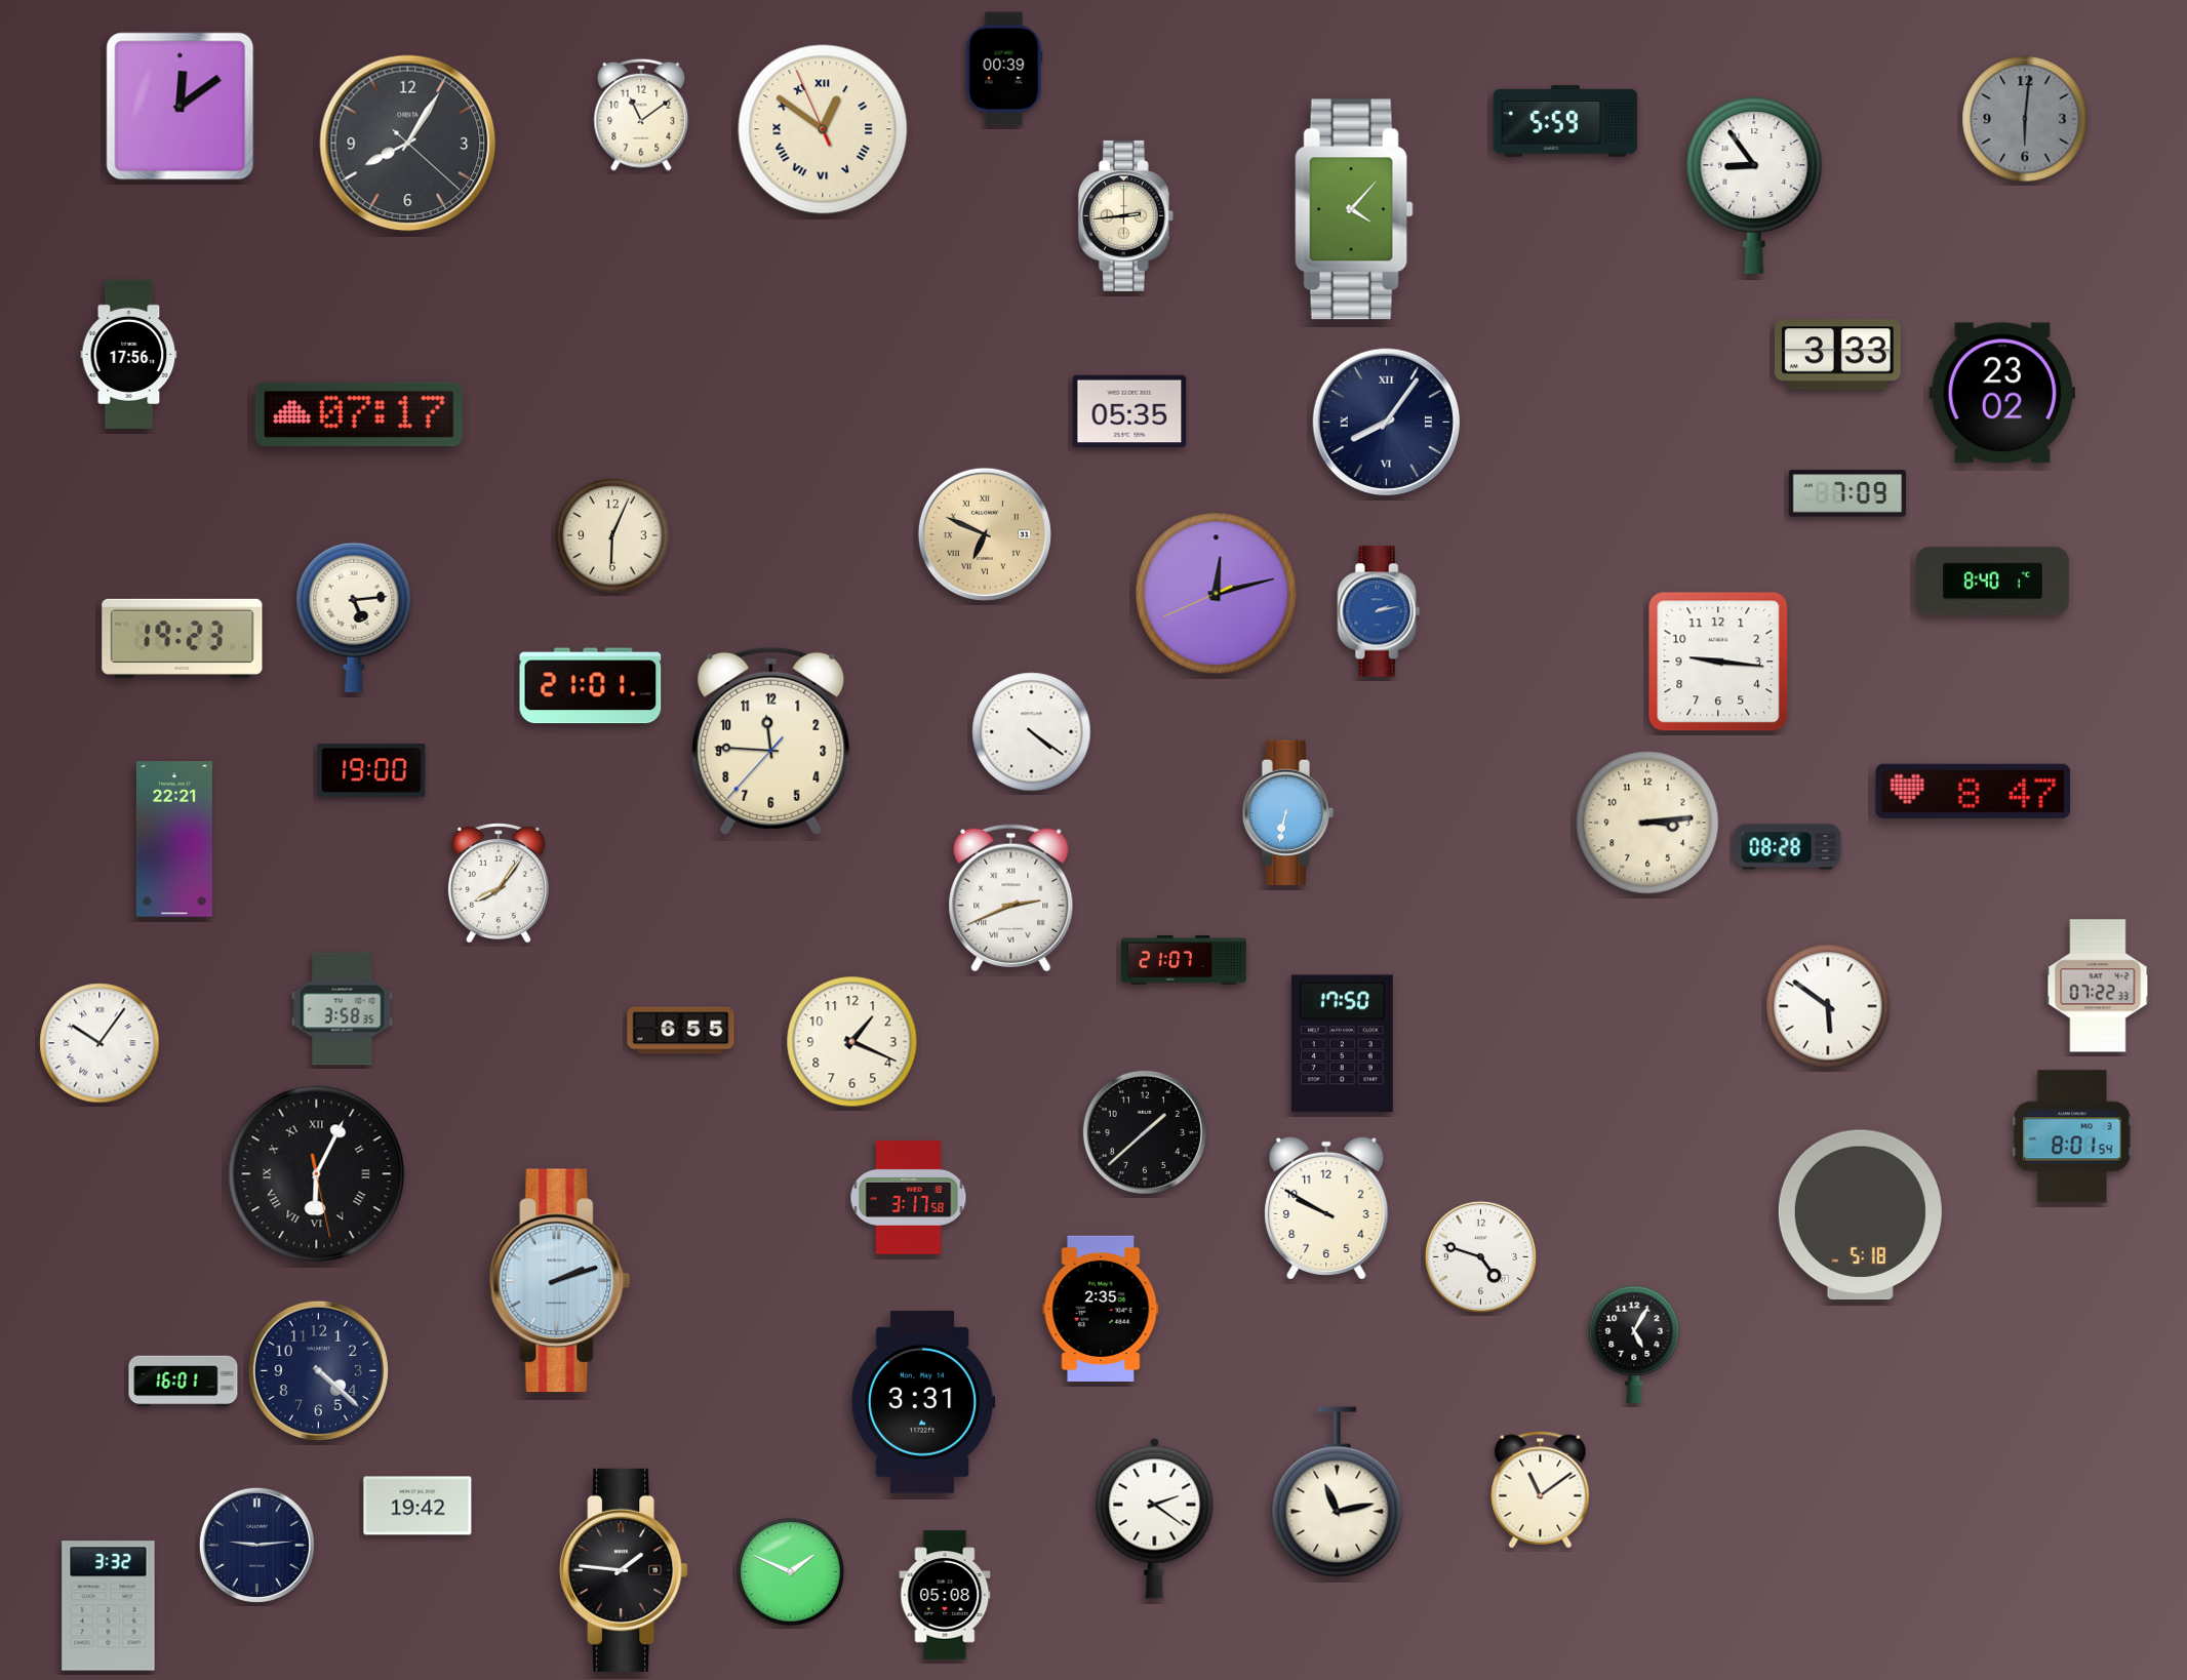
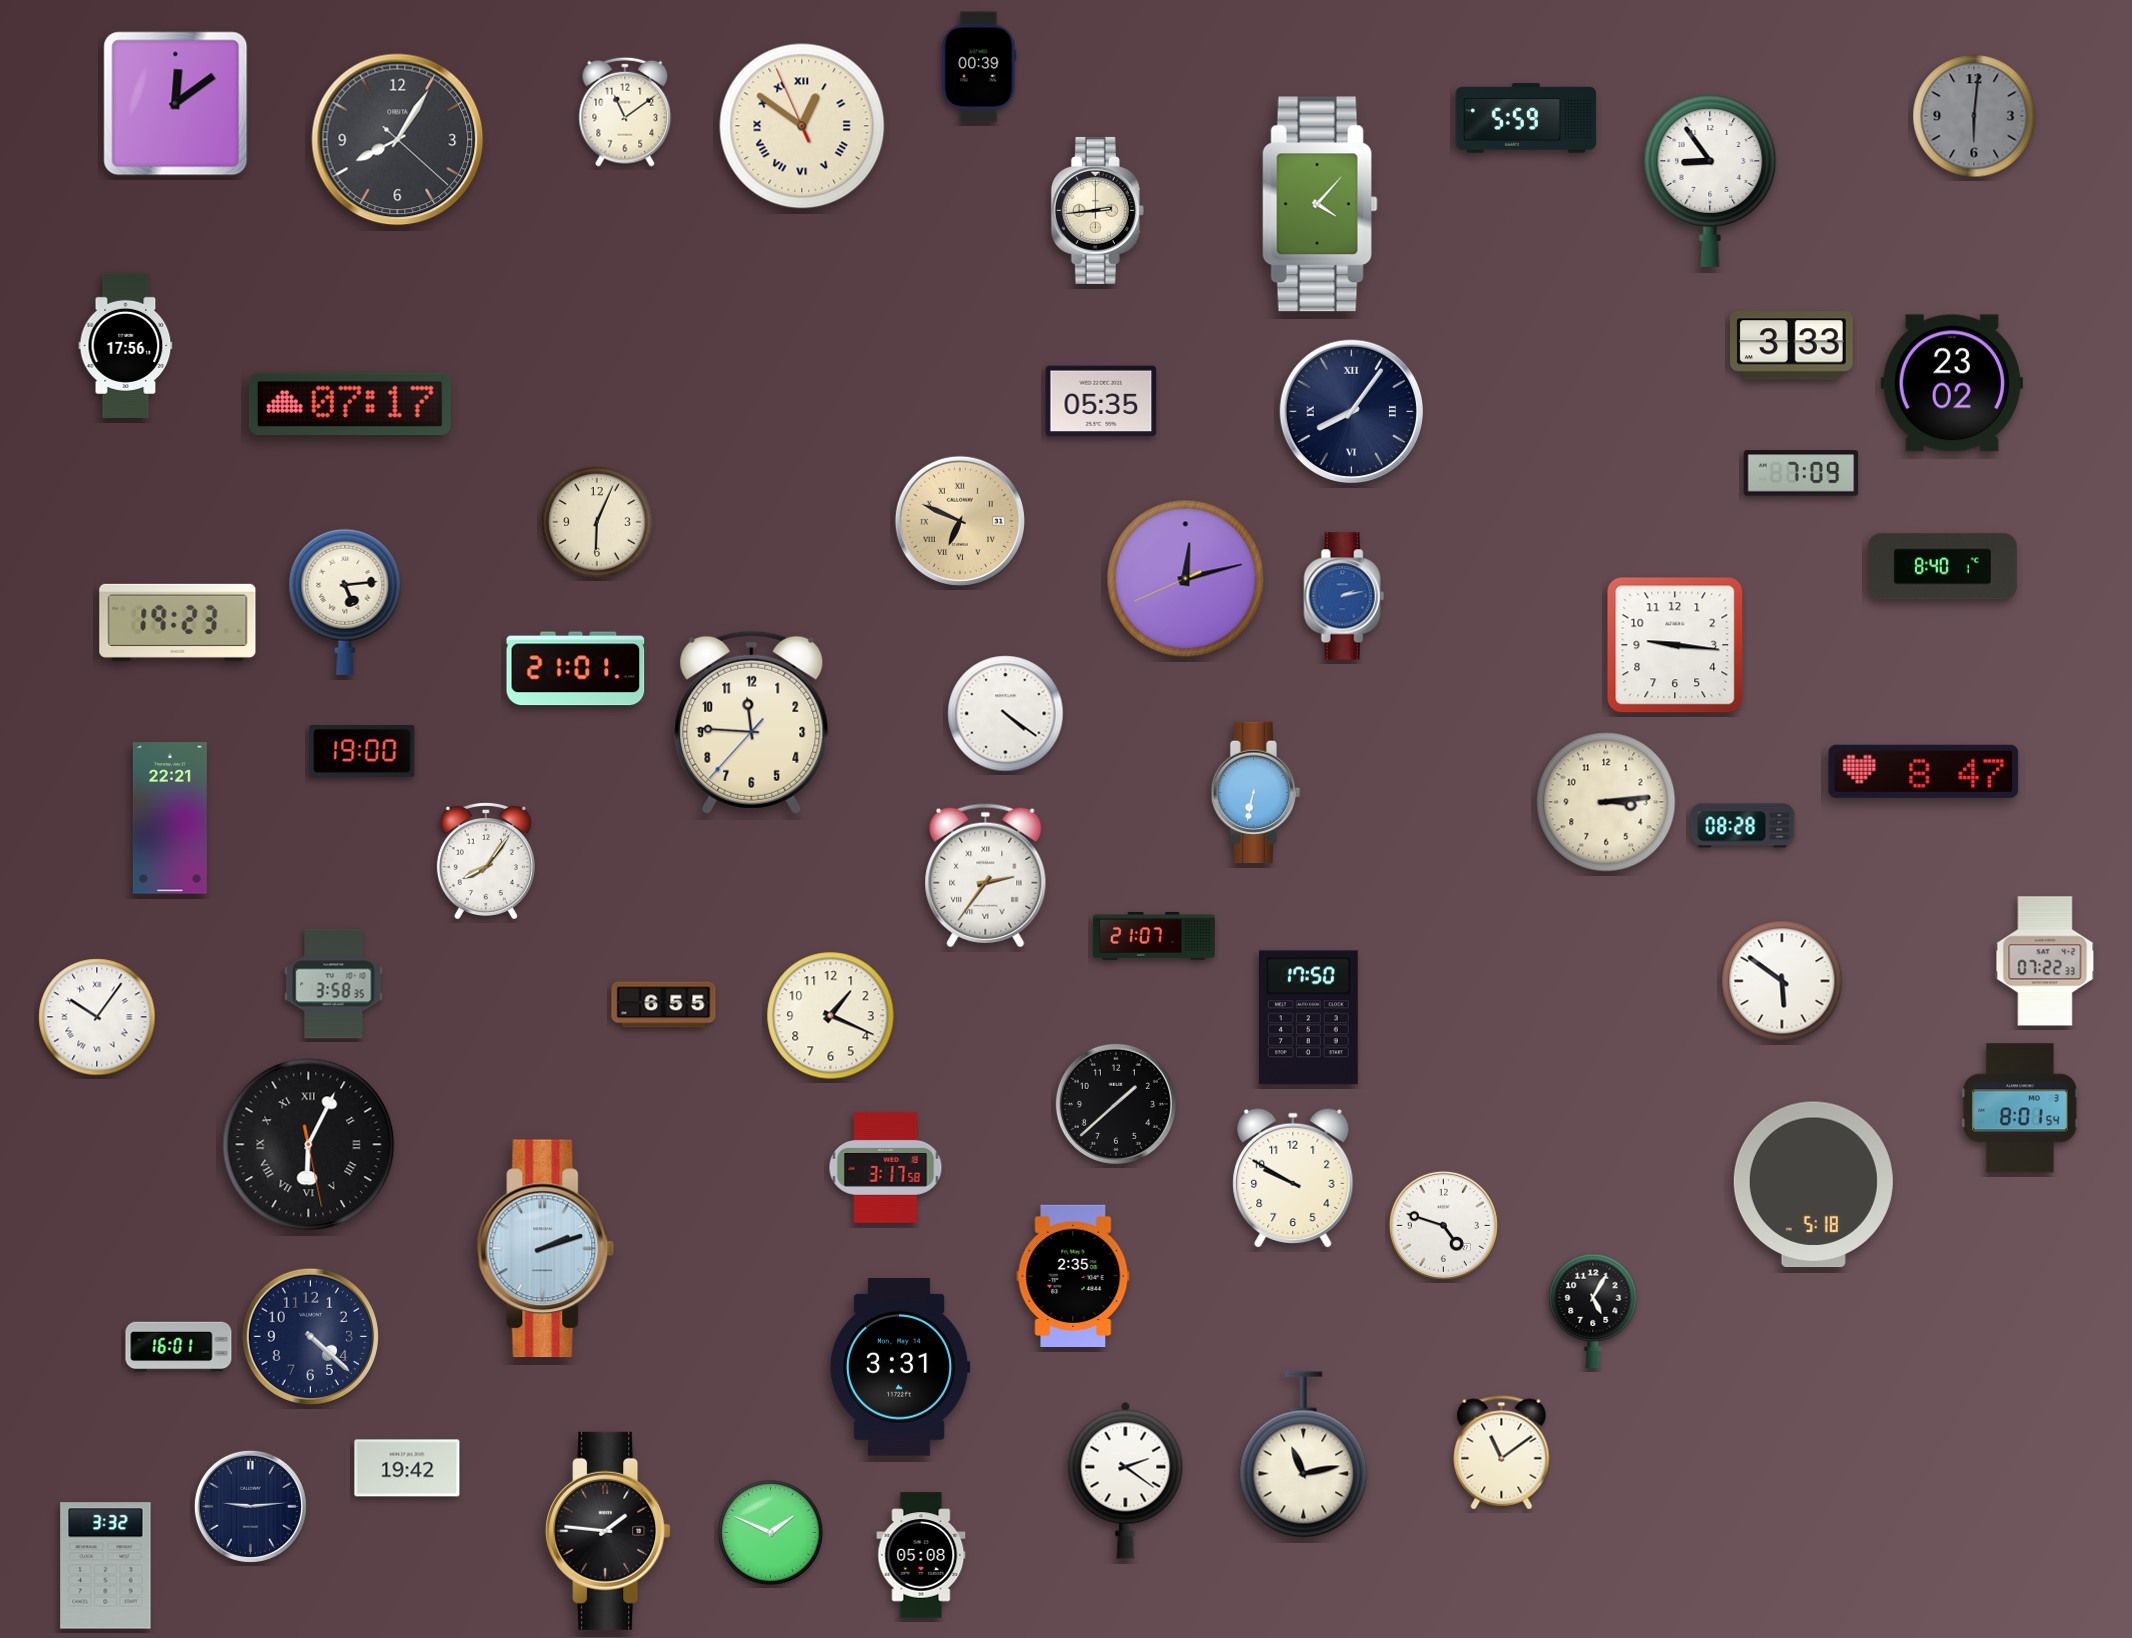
clock at (1847, 493) position: (1847, 493) -> (1801, 473)
clock at (1011, 898): 2:41 -> 2:36
